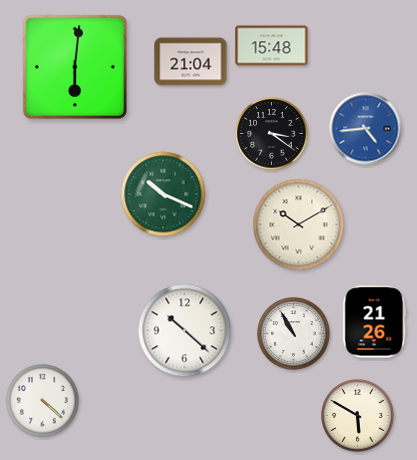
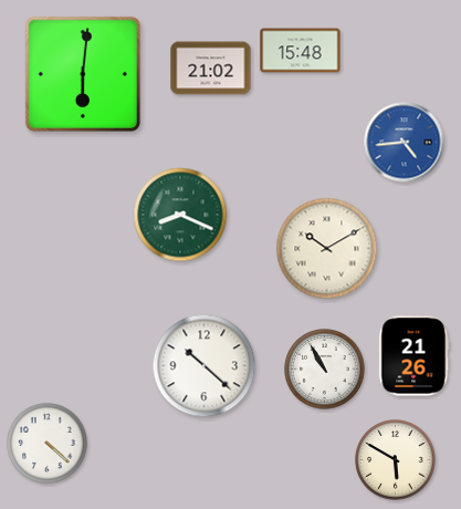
clock at (191, 62): 21:04 -> 21:02
clock at (272, 134): 3:21 -> none
clock at (163, 194): 10:19 -> 8:19
clock at (299, 225) position: (299, 225) -> (327, 249)
